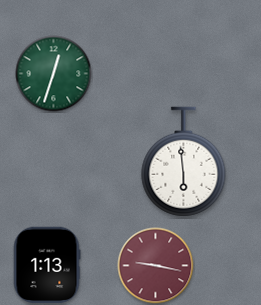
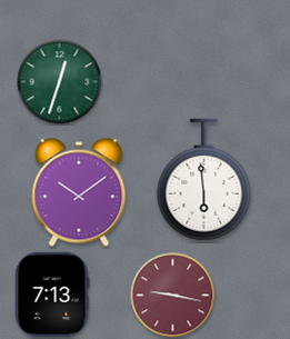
clock at (79, 192): none -> 10:09
clock at (47, 265): 1:13 -> 7:13
